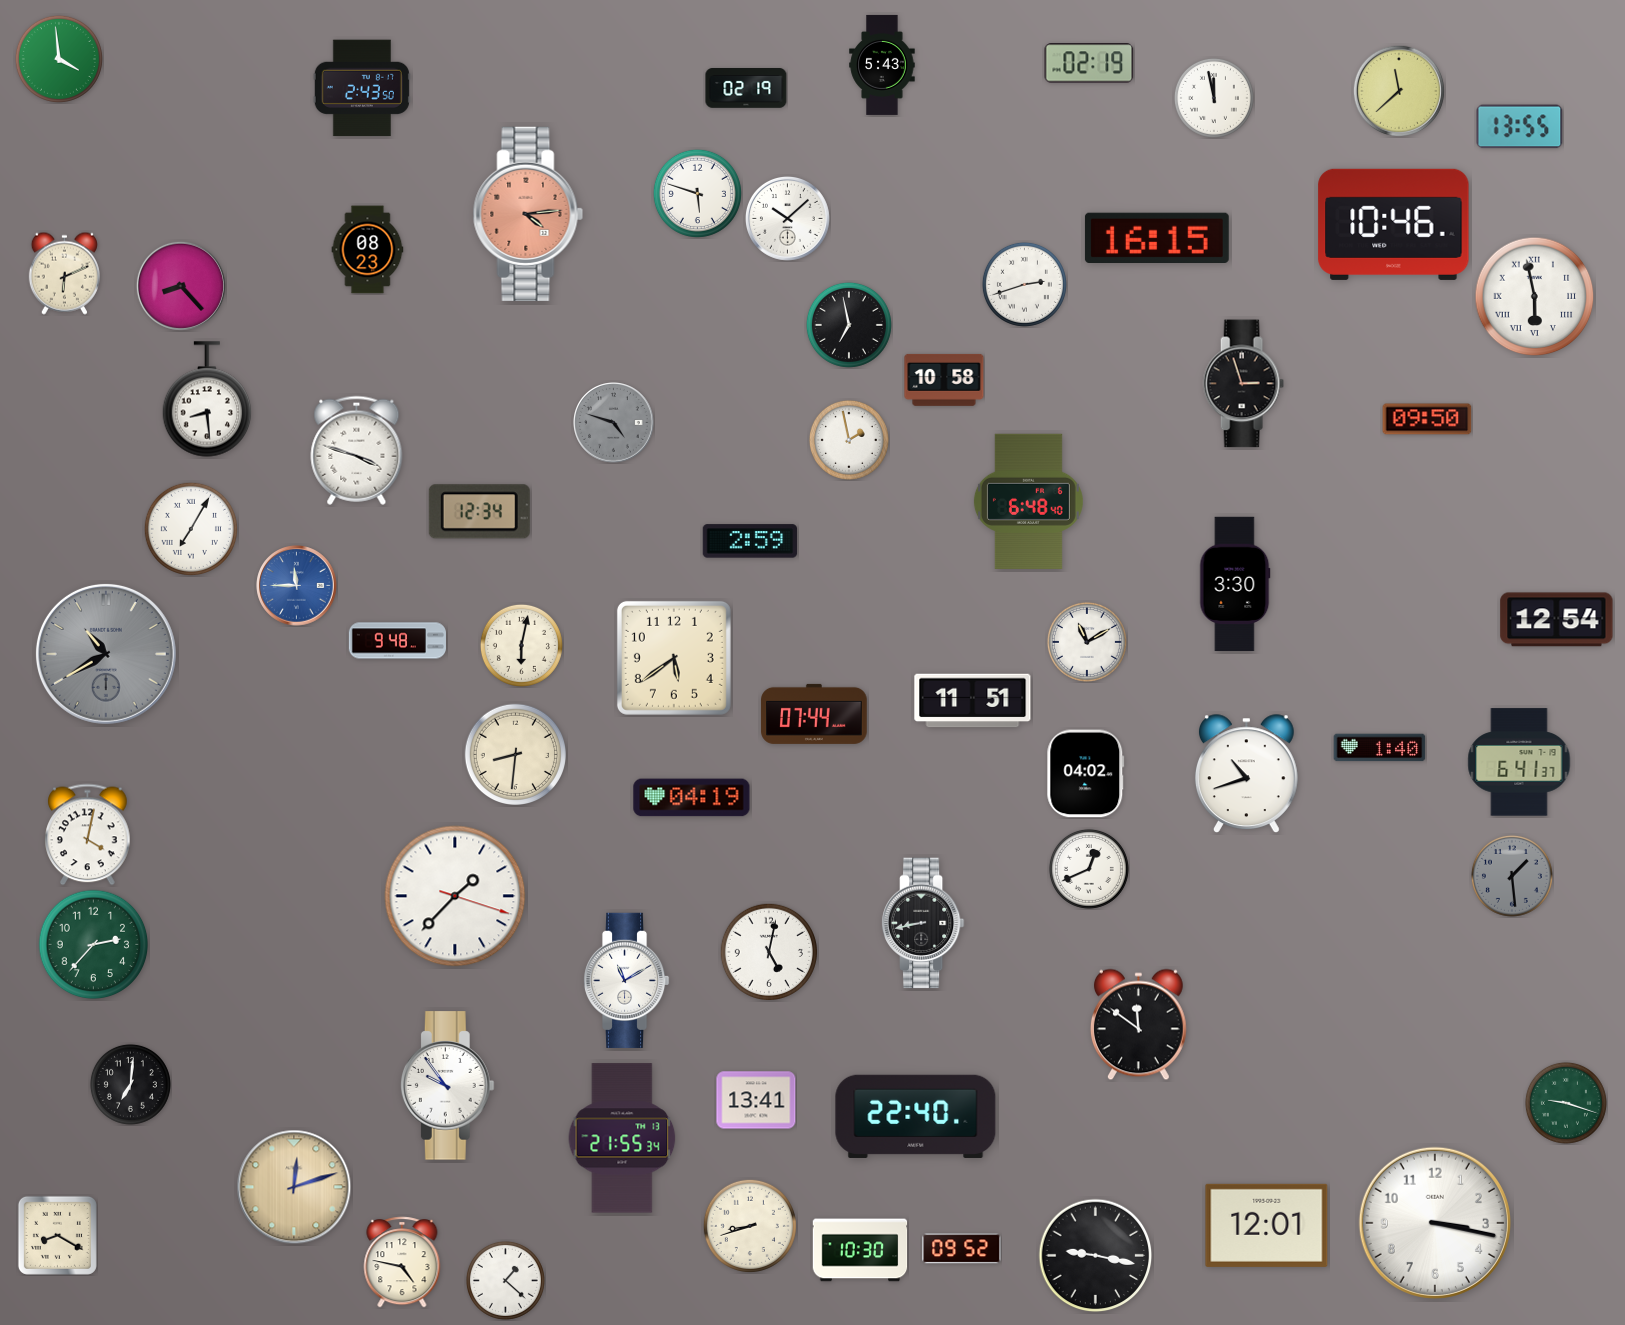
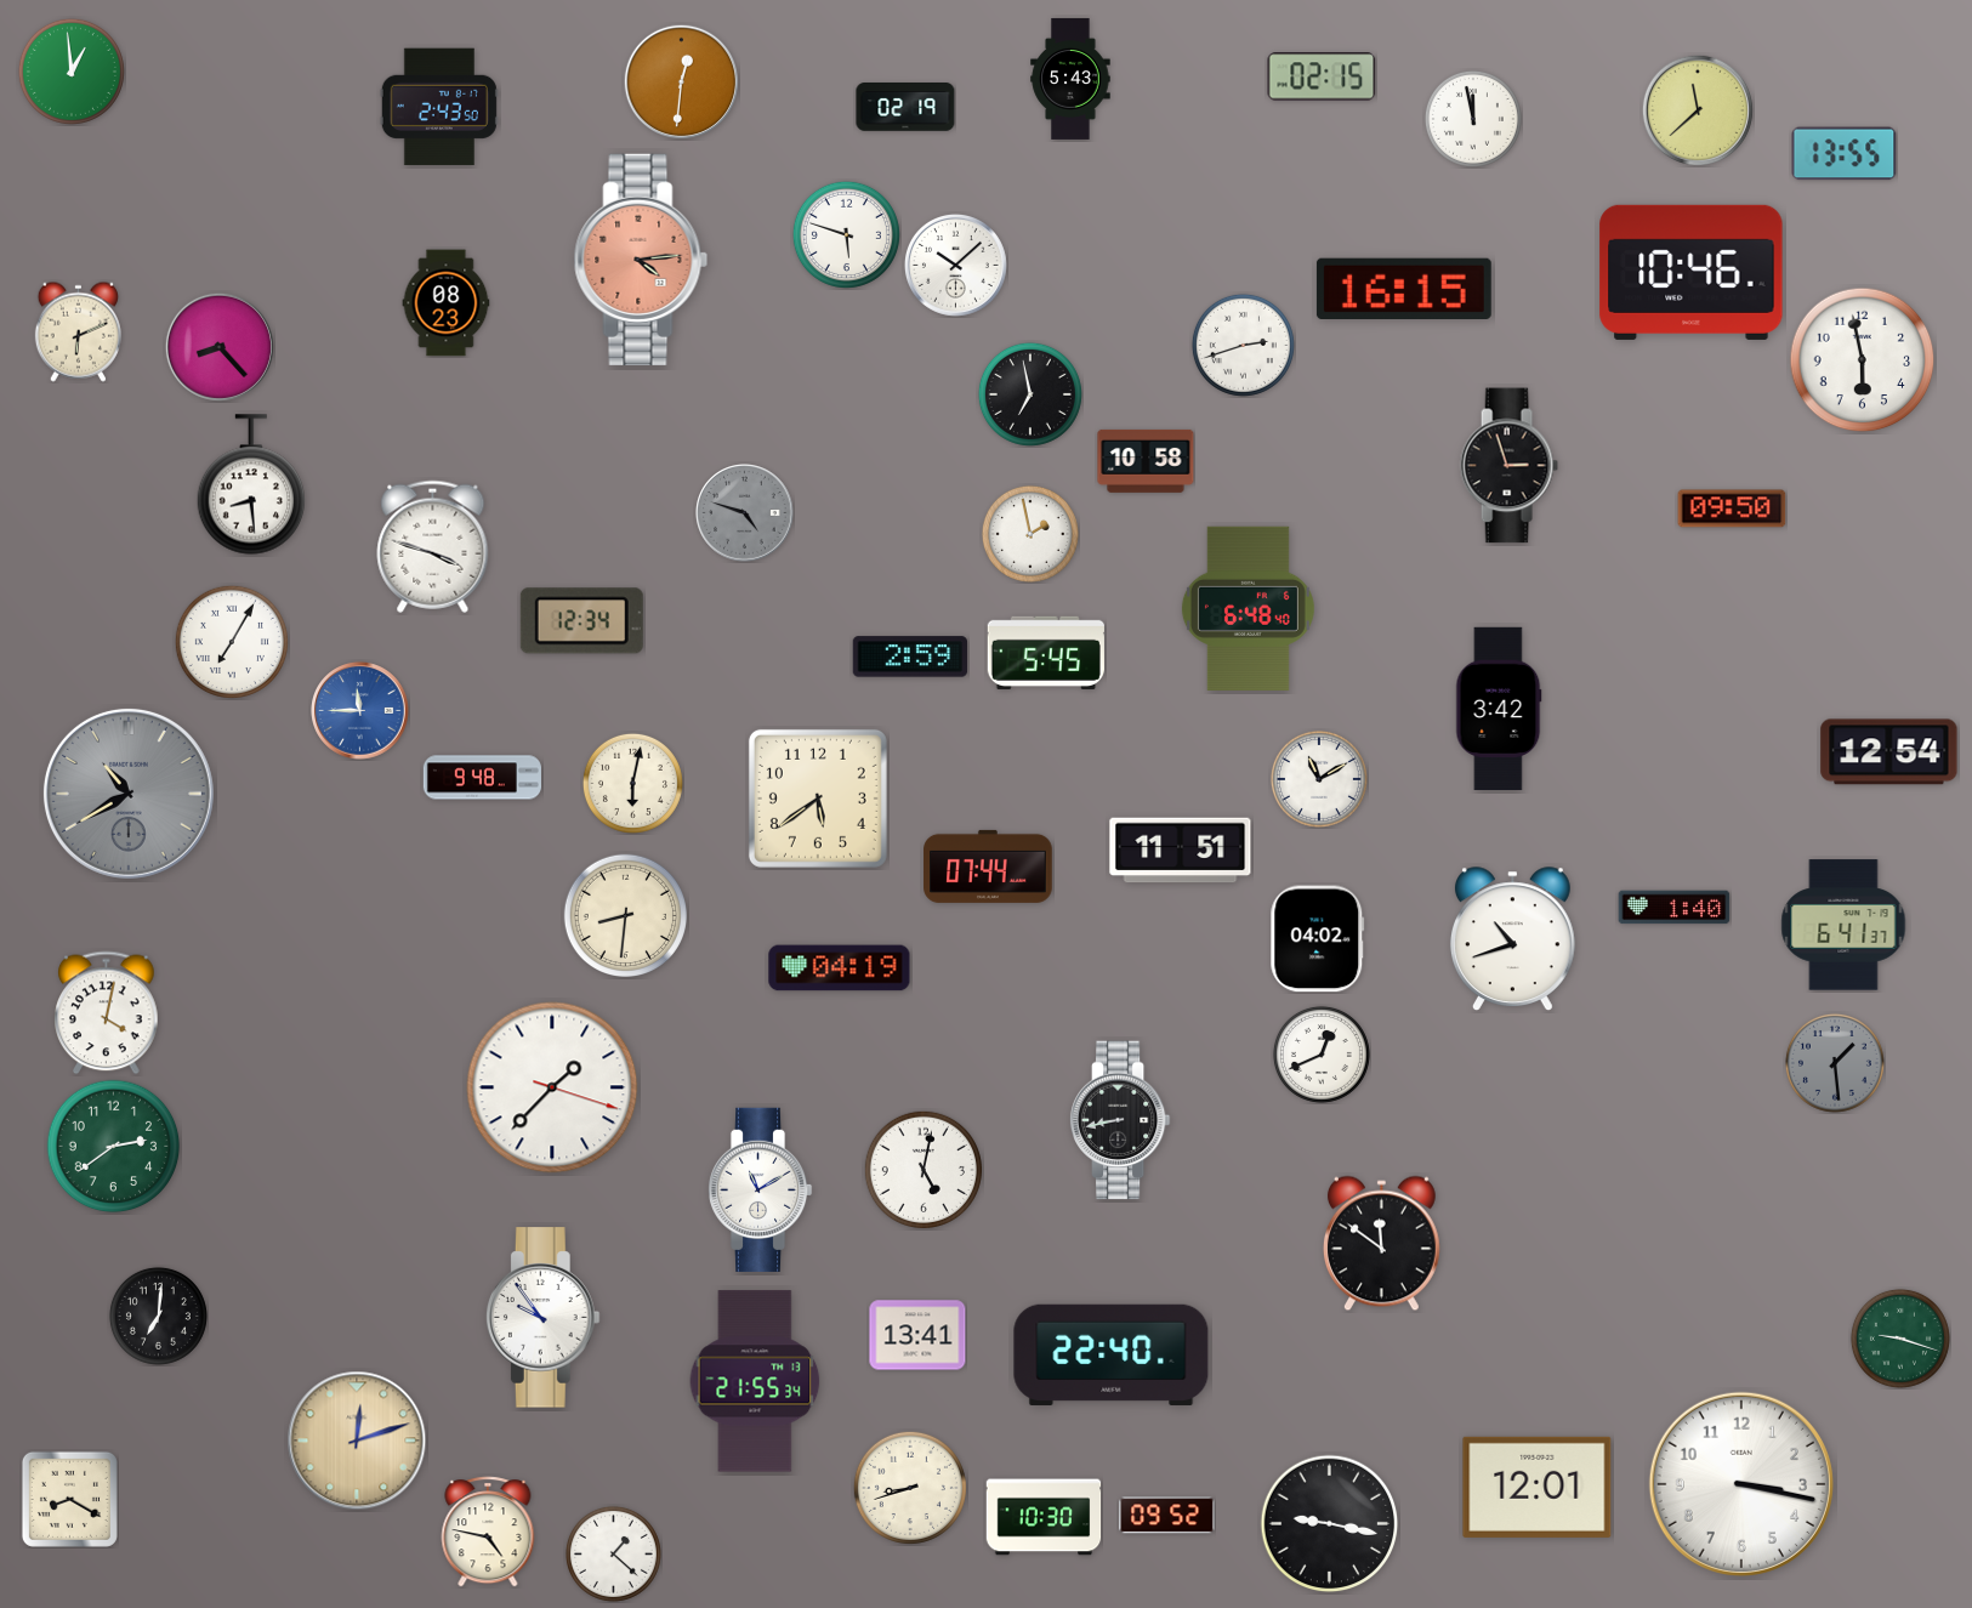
clock at (59, 59): 3:59 -> 12:59
clock at (1089, 63): 02:19 -> 02:15
clock at (681, 81): none -> 12:31
clock at (1535, 297) numerals: Roman -> Arabic
clock at (1046, 653): none -> 5:45
clock at (1235, 584): 3:30 -> 3:42
clock at (94, 945): 2:37 -> 2:39
clock at (769, 952) position: (769, 952) -> (924, 1170)
